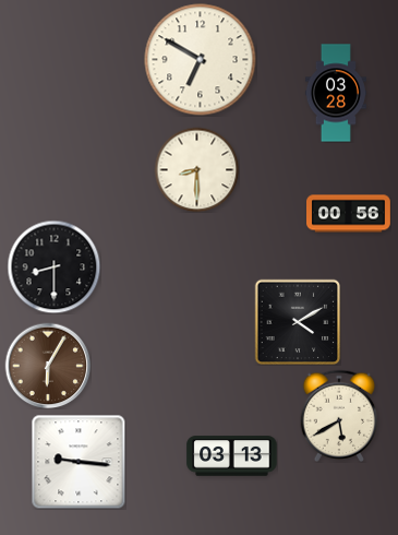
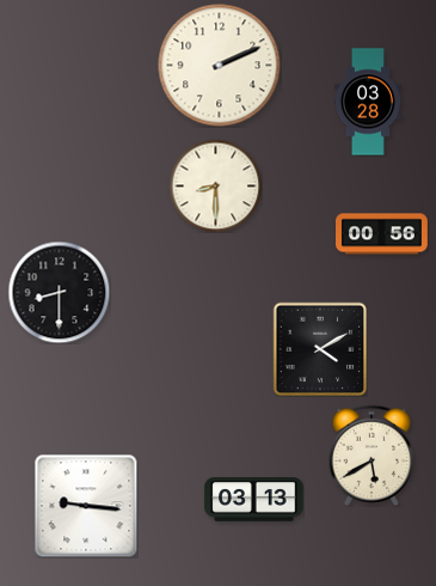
clock at (201, 60): 6:50 -> 2:11
clock at (298, 322) position: (298, 322) -> (320, 349)
clock at (48, 366): 6:05 -> none
